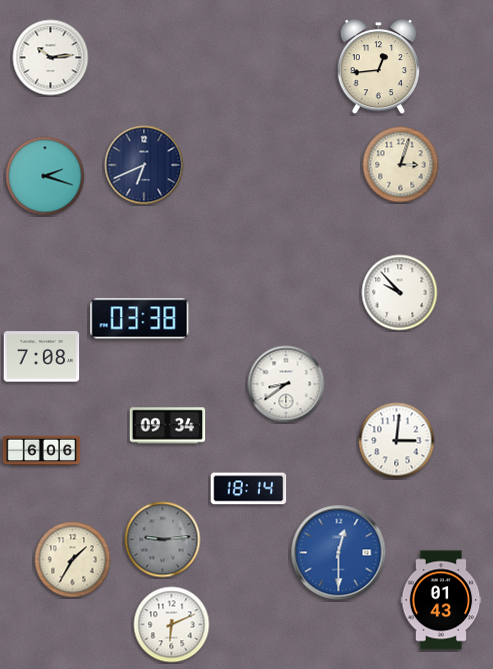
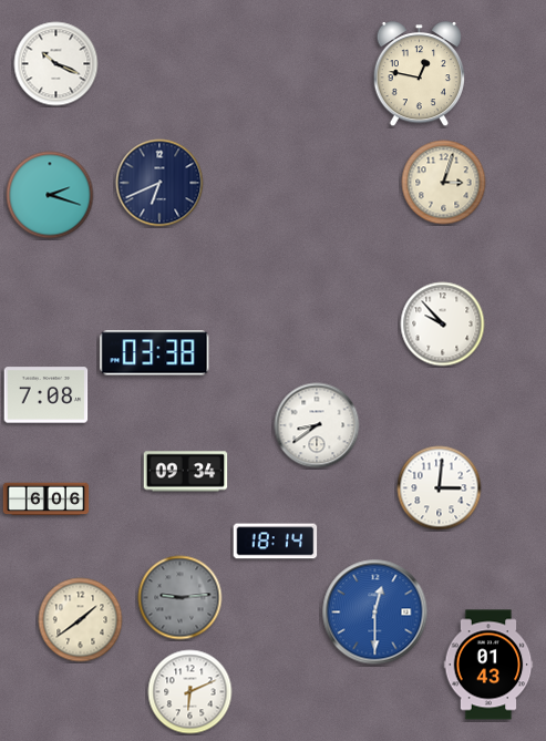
clock at (51, 58): 10:14 -> 10:19
clock at (379, 68): 12:44 -> 12:47
clock at (73, 560): 1:35 -> 1:39
